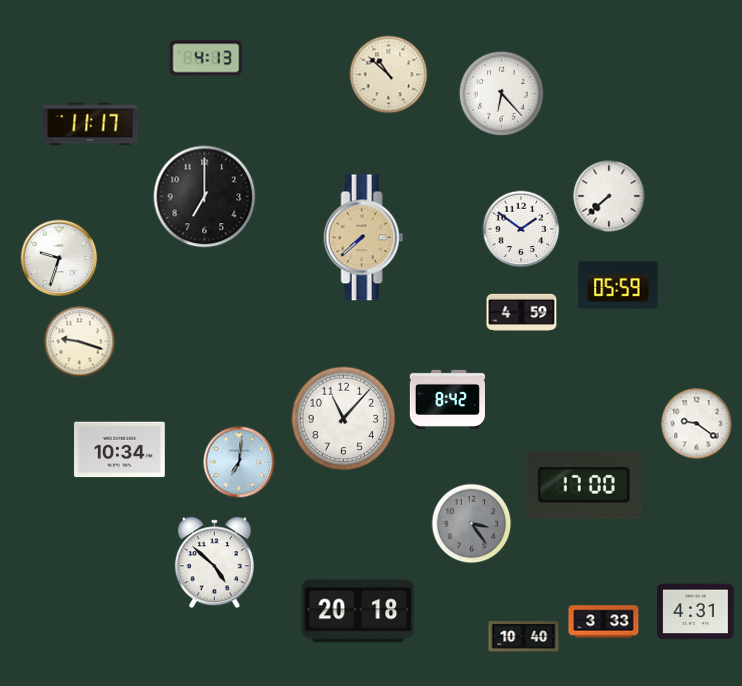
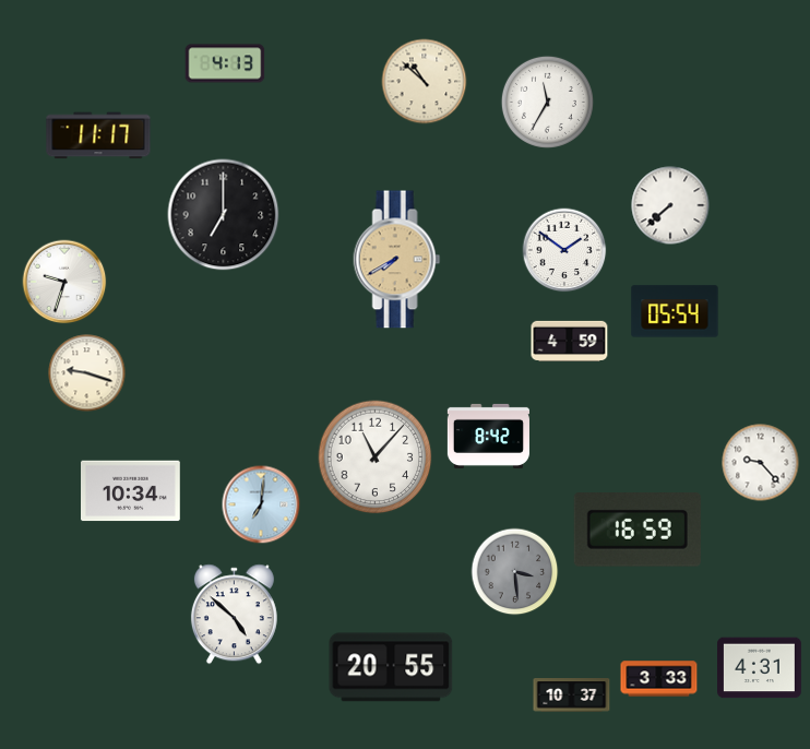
clock at (501, 93): 6:23 -> 11:35
clock at (609, 196) position: (609, 196) -> (670, 205)
clock at (521, 229) position: (521, 229) -> (564, 250)
clock at (364, 238): 7:38 -> 7:40
clock at (618, 285): 05:59 -> 05:54
clock at (697, 424): 9:21 -> 9:23
clock at (584, 486): 17:00 -> 16:59
clock at (472, 524): 3:24 -> 3:29
clock at (358, 611): 20:18 -> 20:55
clock at (524, 637): 10:40 -> 10:37
